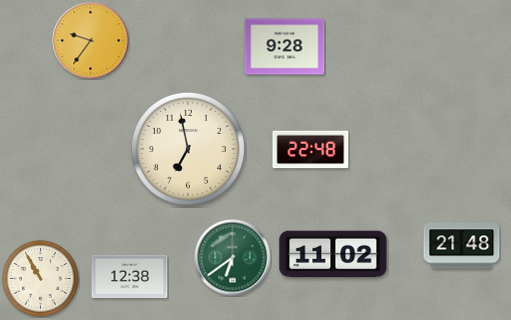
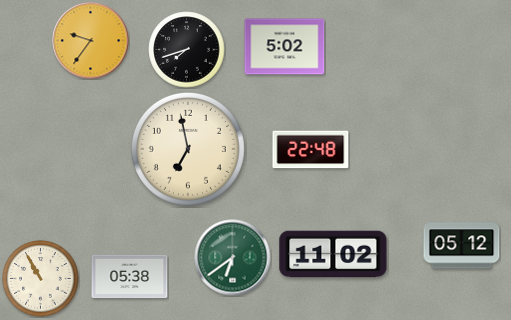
clock at (285, 47): 9:28 -> 5:02
clock at (187, 50): none -> 7:42
clock at (462, 246): 21:48 -> 05:12
clock at (130, 277): 12:38 -> 05:38
